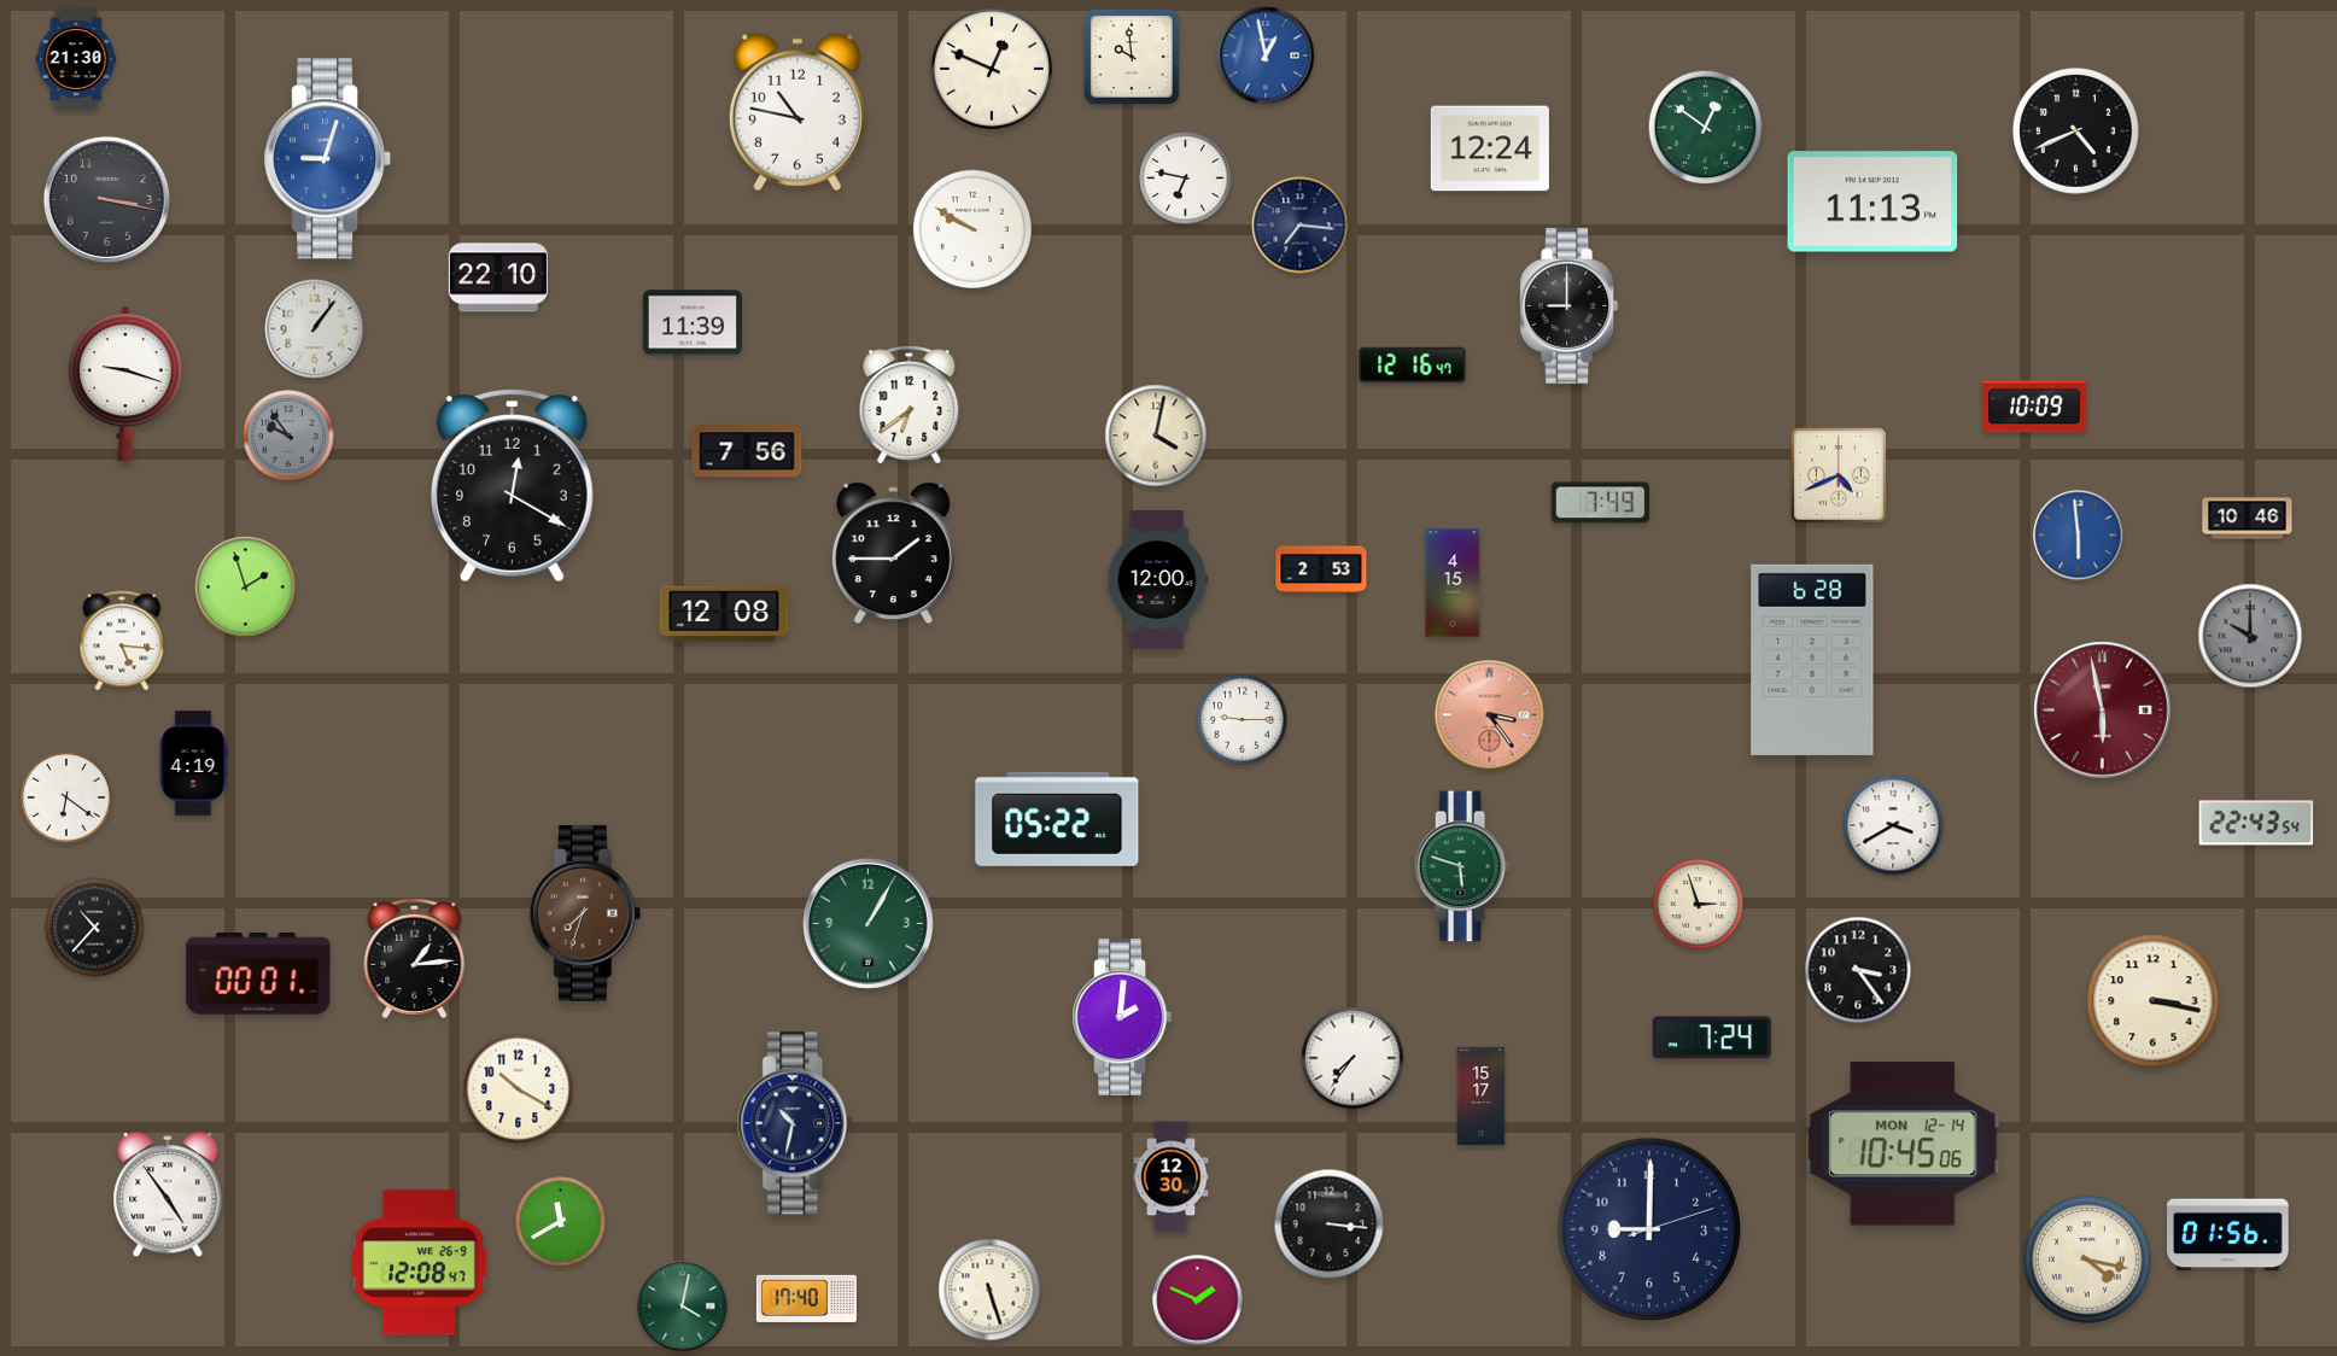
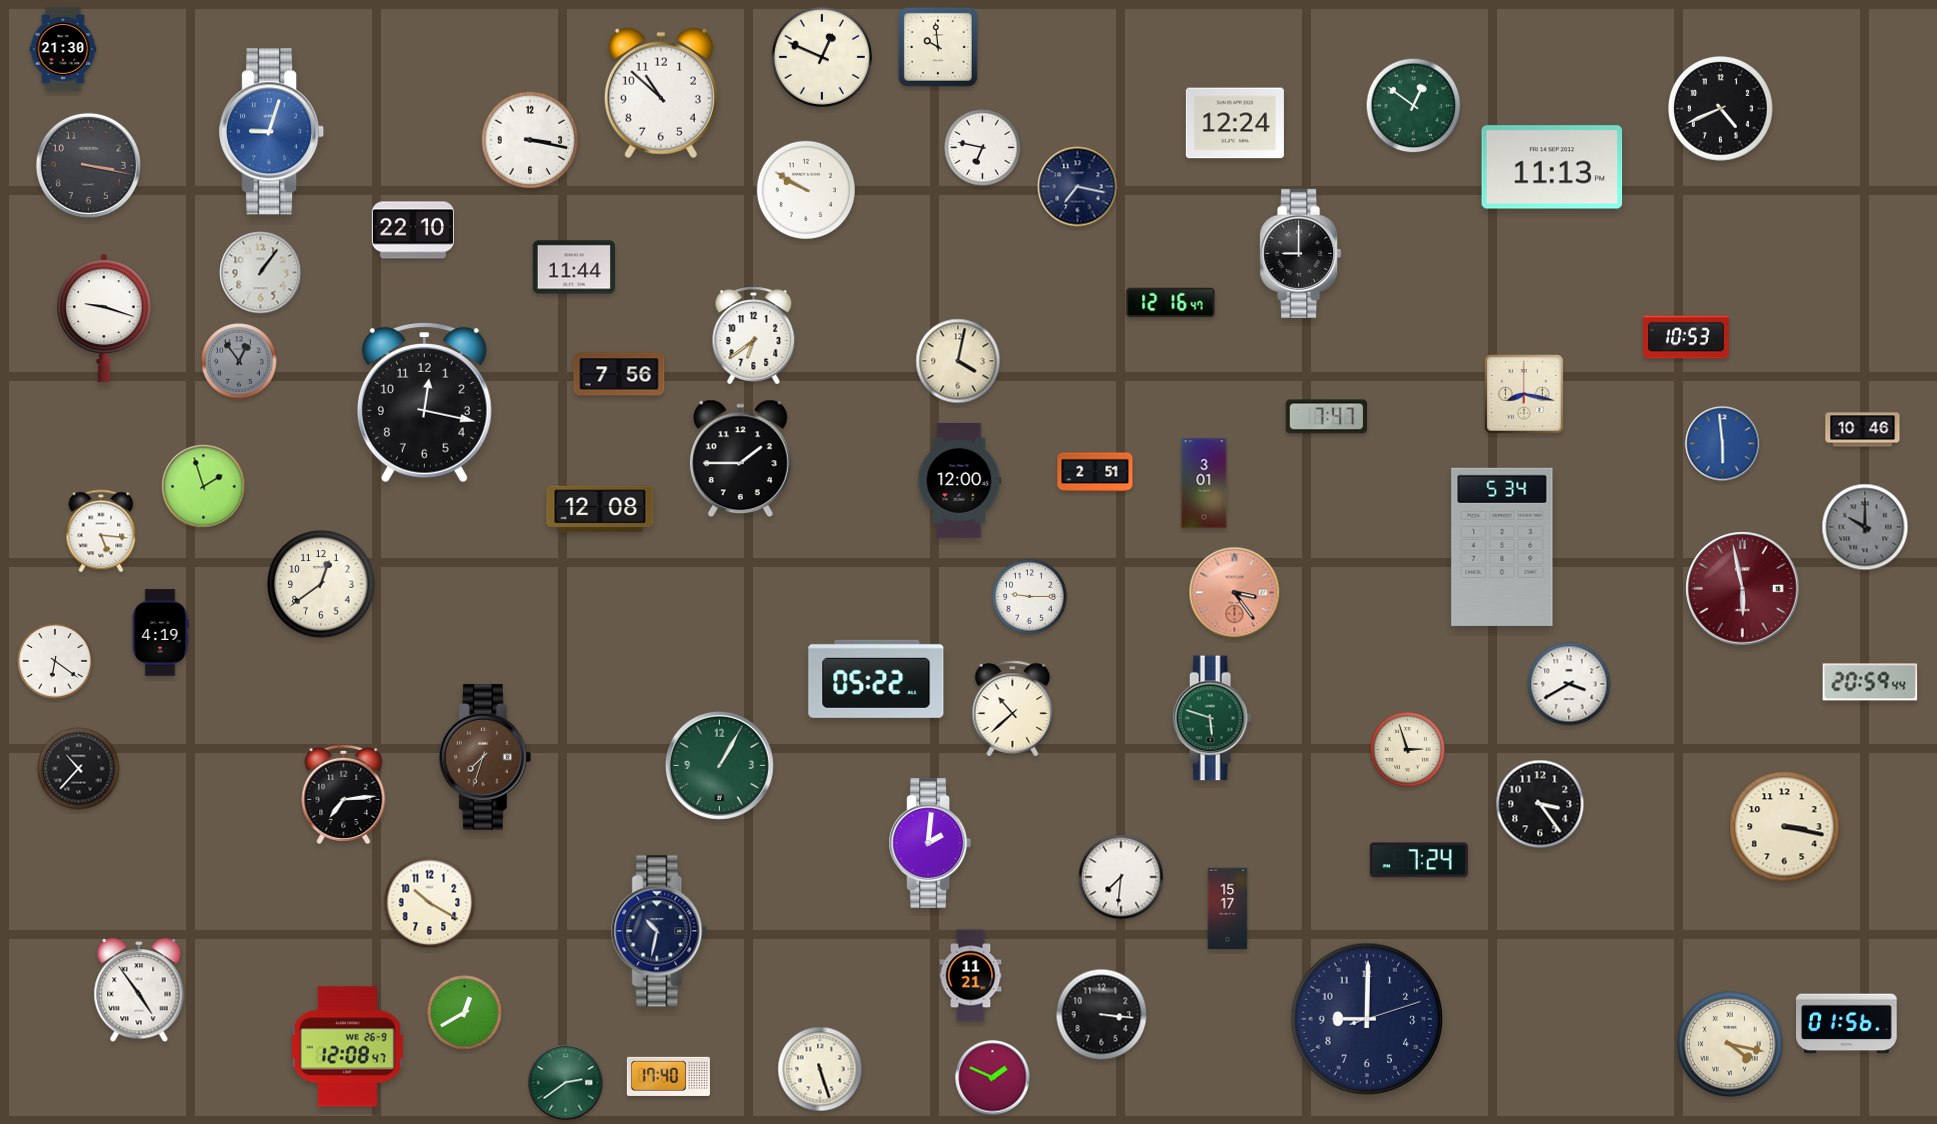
clock at (1266, 55): 12:58 -> none
clock at (797, 112): 10:47 -> 10:52
clock at (530, 140): none -> 3:17
clock at (1301, 226): 7:16 -> 7:17
clock at (691, 322): 11:39 -> 11:44
clock at (2034, 407): 10:09 -> 10:53
clock at (288, 436): 9:54 -> 12:54
clock at (1839, 475): 4:41 -> 8:17
clock at (512, 486): 12:20 -> 12:17
clock at (1600, 503): 7:49 -> 7:47
clock at (1321, 569): 2:53 -> 2:51
clock at (1453, 583): 4:15 -> 3:01
clock at (1812, 660): 6:28 -> 5:34
clock at (321, 584): none -> 12:39
clock at (2256, 823): 22:43 -> 20:59
clock at (1013, 709): none -> 10:38
clock at (415, 958): 1:14 -> 7:14
clock at (258, 974): 00:01 -> none
clock at (2154, 1001) position: (2154, 1001) -> (1785, 827)
clock at (1352, 1058): 7:36 -> 7:31
clock at (1903, 1144): 10:45 -> none
clock at (1172, 1177): 12:30 -> 11:21
clock at (561, 1222): 11:40 -> 12:40
clock at (683, 1307): 4:02 -> 2:39
